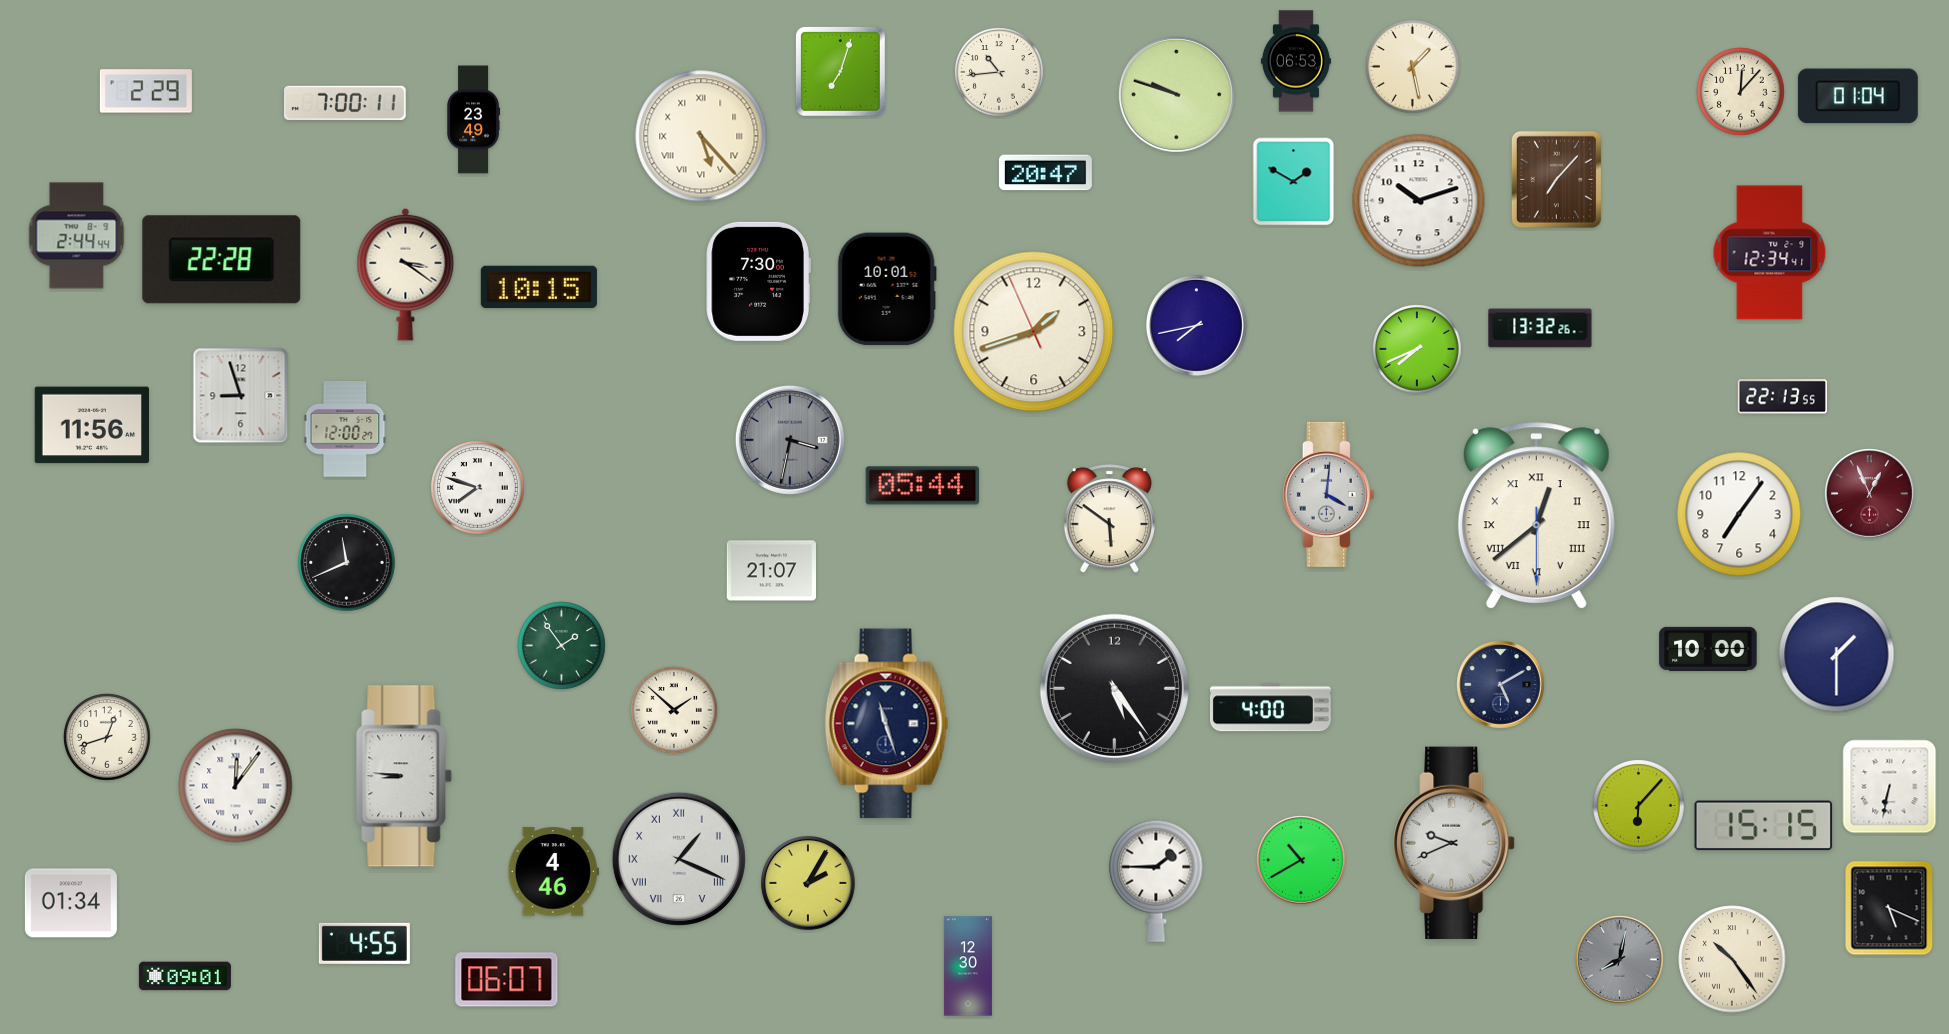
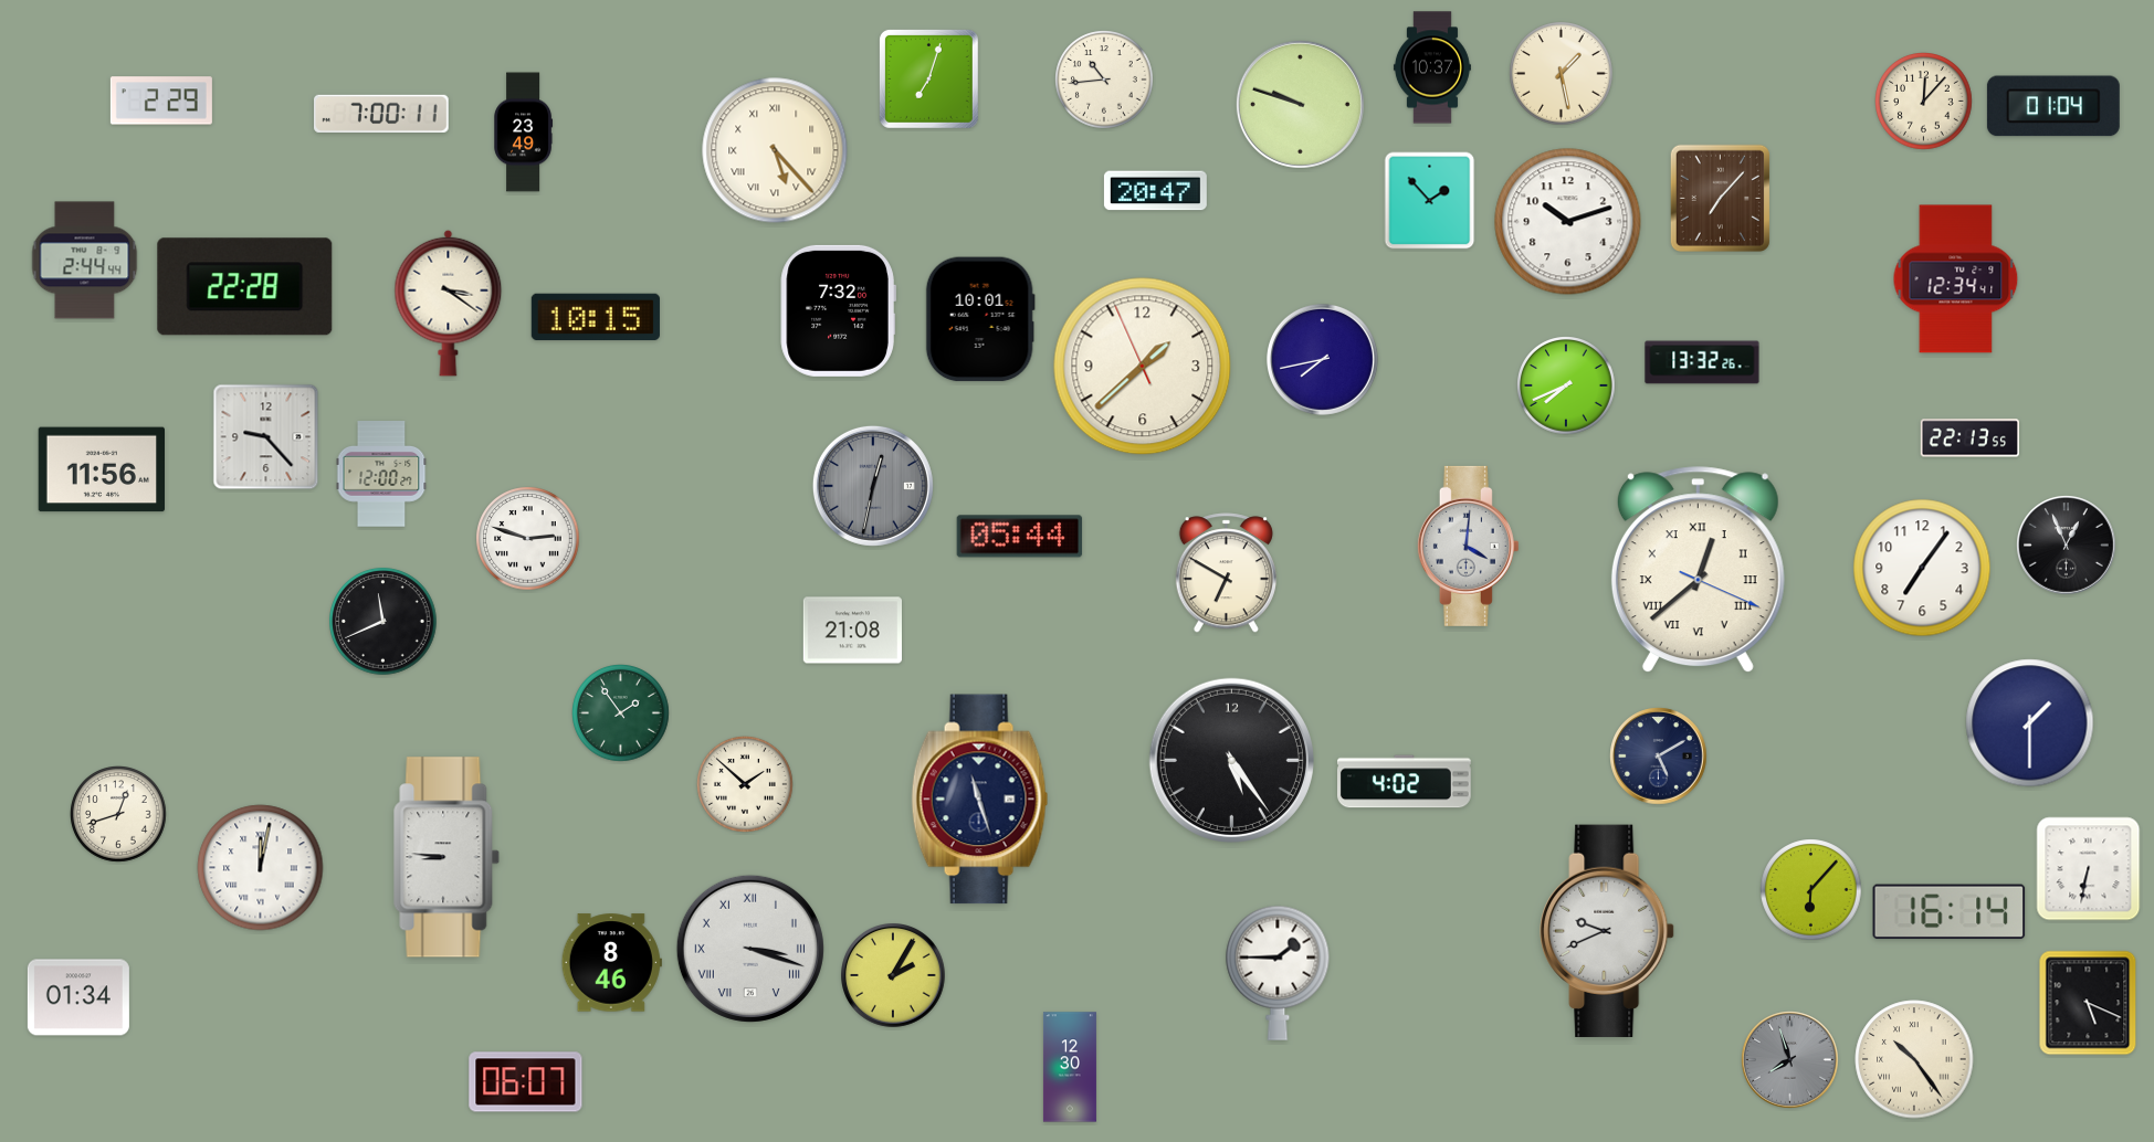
clock at (1296, 61): 06:53 -> 10:37
clock at (1294, 182): 1:50 -> 1:53
clock at (758, 281): 7:30 -> 7:32
clock at (1034, 332): 1:41 -> 1:37
clock at (241, 396): 8:57 -> 9:23
clock at (790, 440): 3:32 -> 12:32
clock at (478, 488): 7:48 -> 2:48
clock at (1870, 494) dial: burgundy -> black
clock at (1536, 516): 12:38:30 -> 12:38:19
clock at (1109, 519): 5:51 -> 6:50
clock at (771, 571): 21:07 -> 21:08
clock at (1708, 649): 10:00 -> none
clock at (1271, 708): 4:00 -> 4:02
clock at (236, 786): 12:06 -> 12:02
clock at (1764, 826): 15:15 -> 16:14
clock at (679, 859): 1:19 -> 3:18
clock at (1301, 860): 10:40 -> none
clock at (553, 872): 4:46 -> 8:46
clock at (364, 943): 4:55 -> none
clock at (1620, 960): 8:02 -> 7:57
clock at (185, 976): 09:01 -> none
clock at (507, 980) position: (507, 980) -> (526, 1082)
